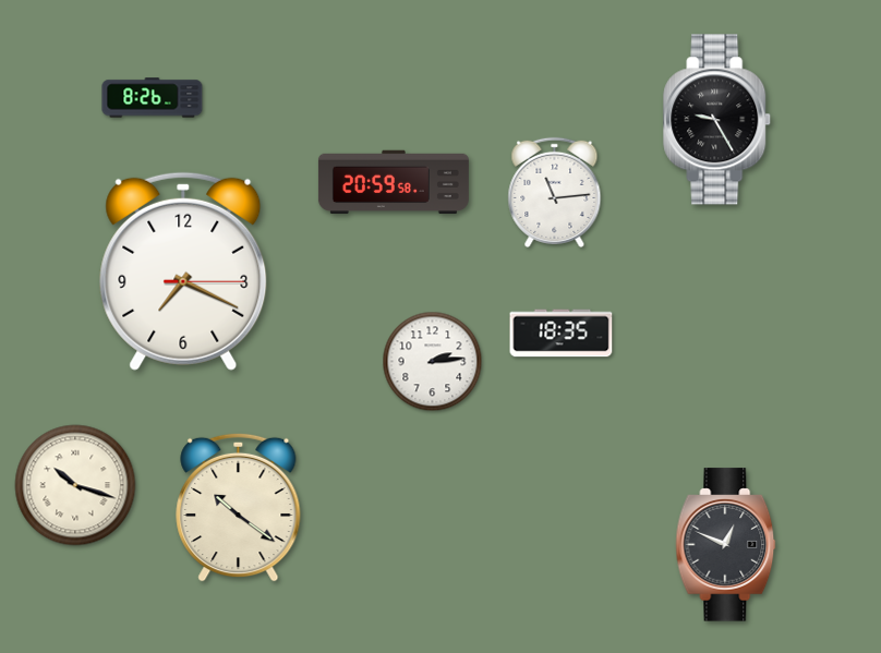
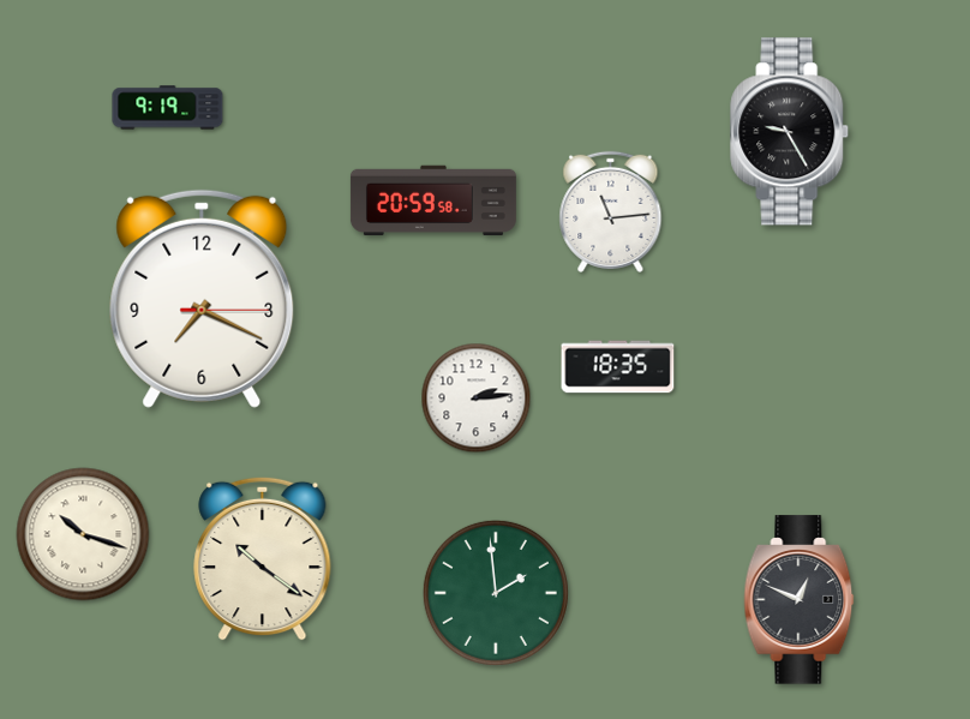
clock at (153, 98): 8:26 -> 9:19
clock at (496, 593): none -> 1:59
